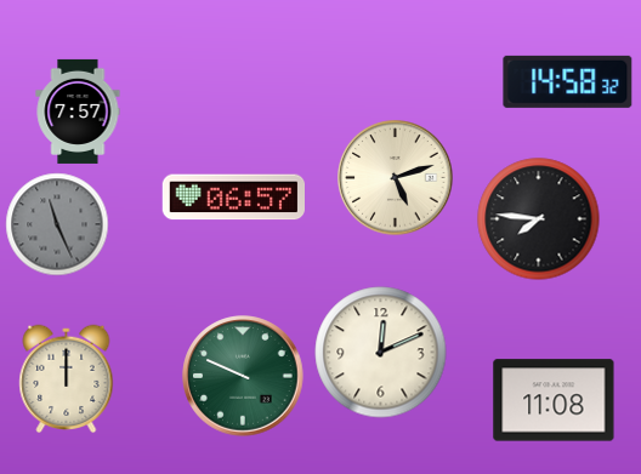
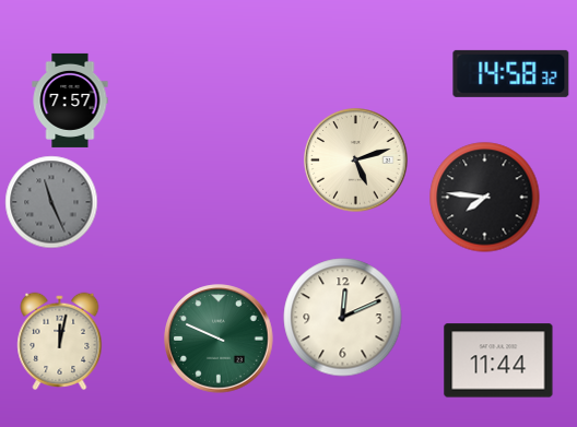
clock at (233, 198): 06:57 -> none
clock at (67, 379): 12:00 -> 12:02
clock at (554, 400): 11:08 -> 11:44
